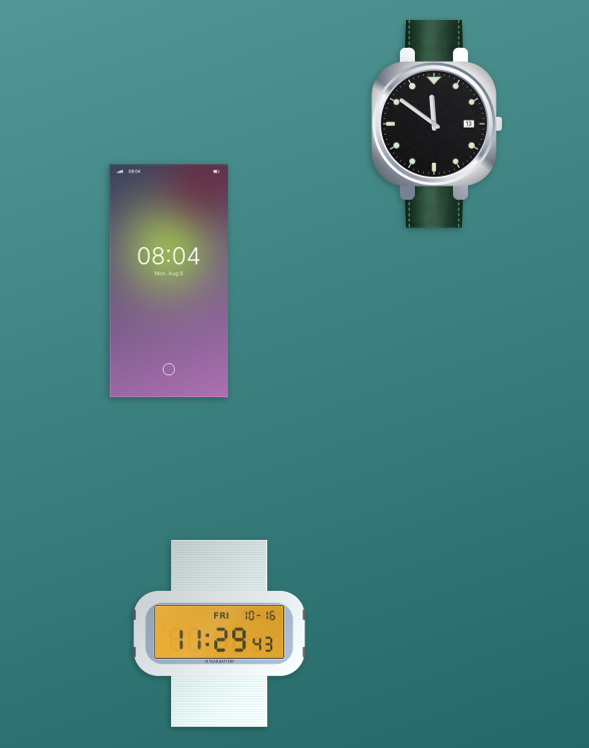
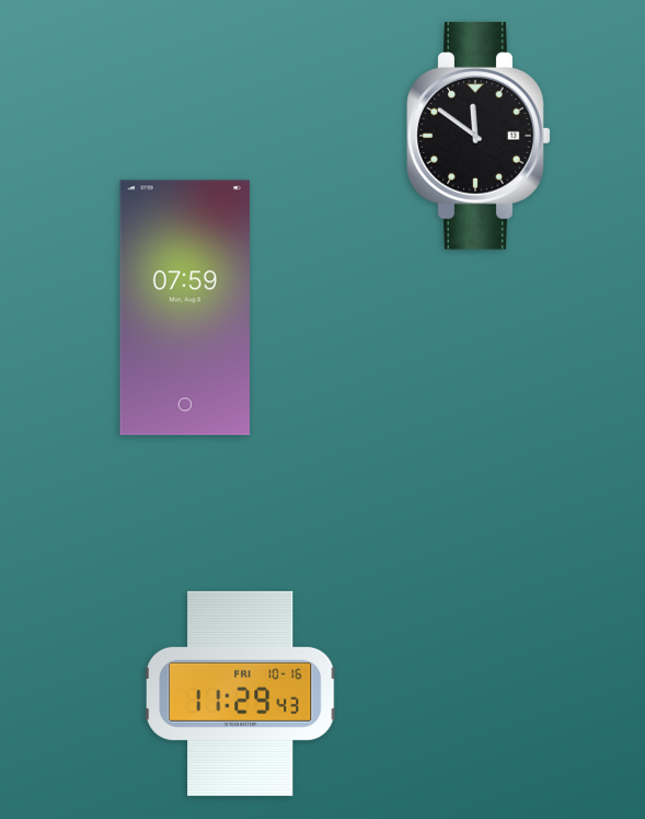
clock at (168, 281): 08:04 -> 07:59
